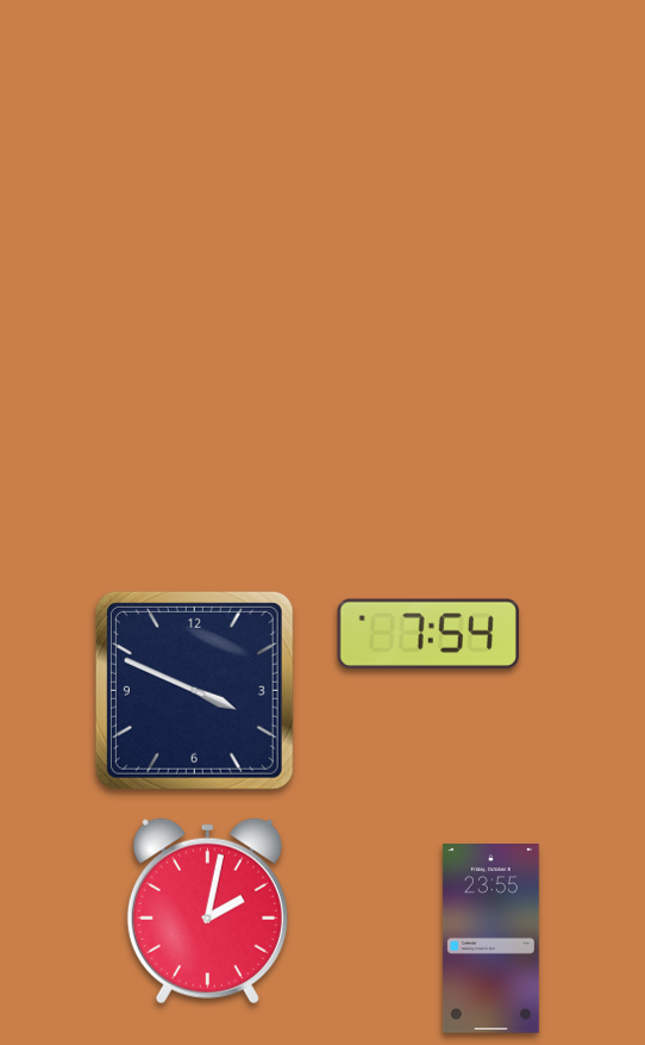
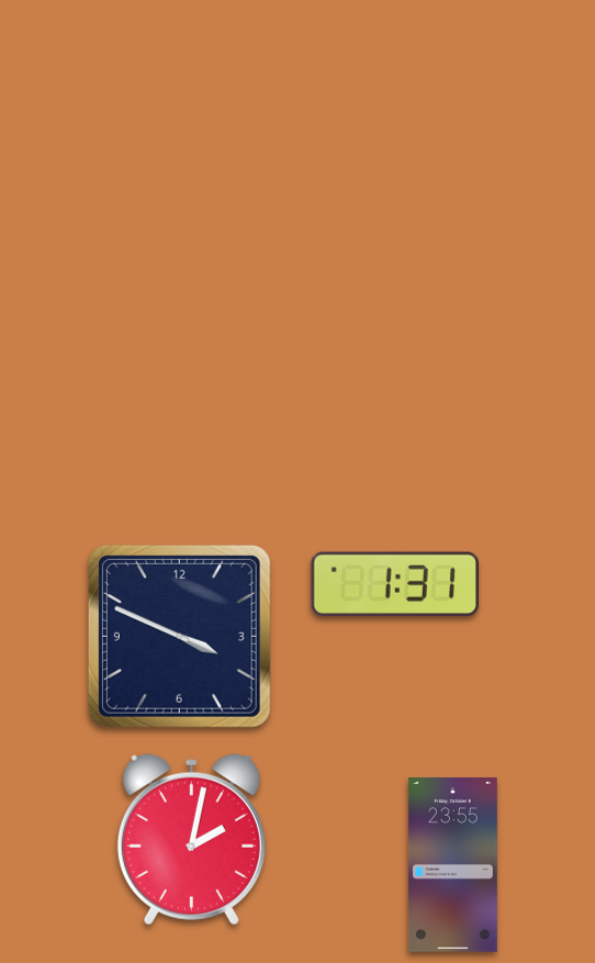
clock at (428, 634): 7:54 -> 1:31
